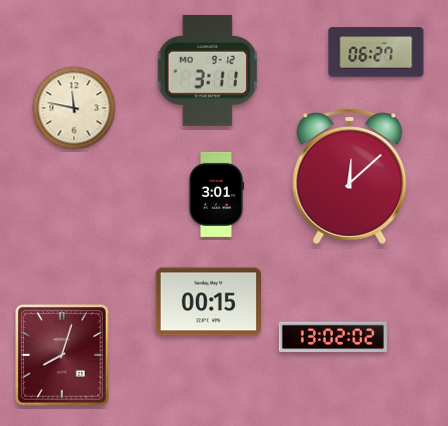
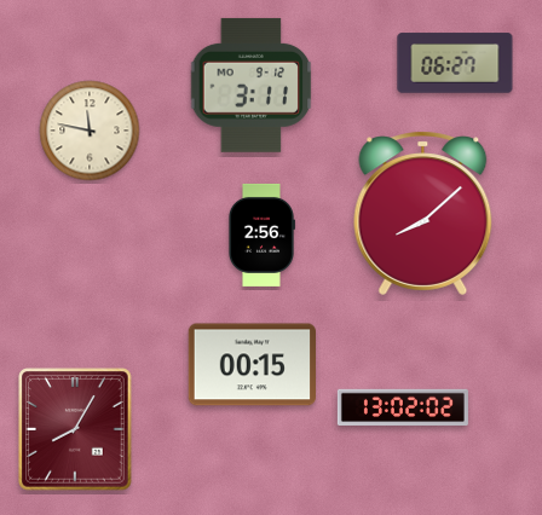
clock at (350, 176): 12:08 -> 8:08
clock at (216, 194): 3:01 -> 2:56
clock at (62, 355): 8:03 -> 8:05
